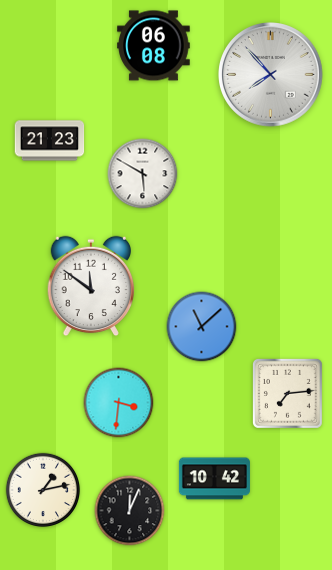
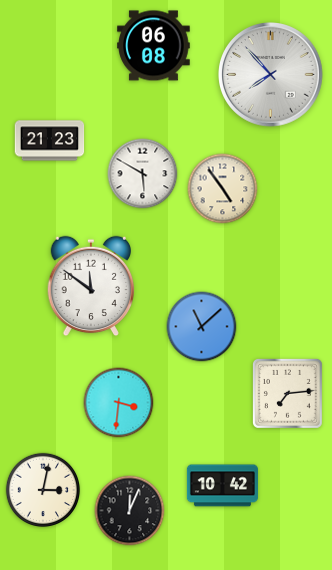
clock at (223, 189): none -> 4:54
clock at (214, 479) position: (214, 479) -> (222, 486)
clock at (43, 490): 1:13 -> 3:02
